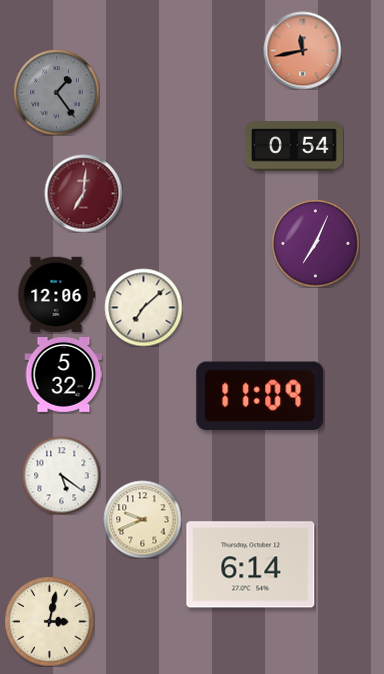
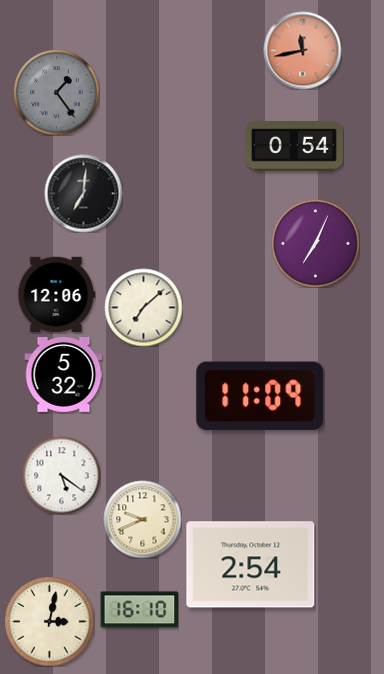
clock at (83, 193) dial: burgundy -> black
clock at (251, 565): 6:14 -> 2:54
clock at (139, 610): none -> 16:10
